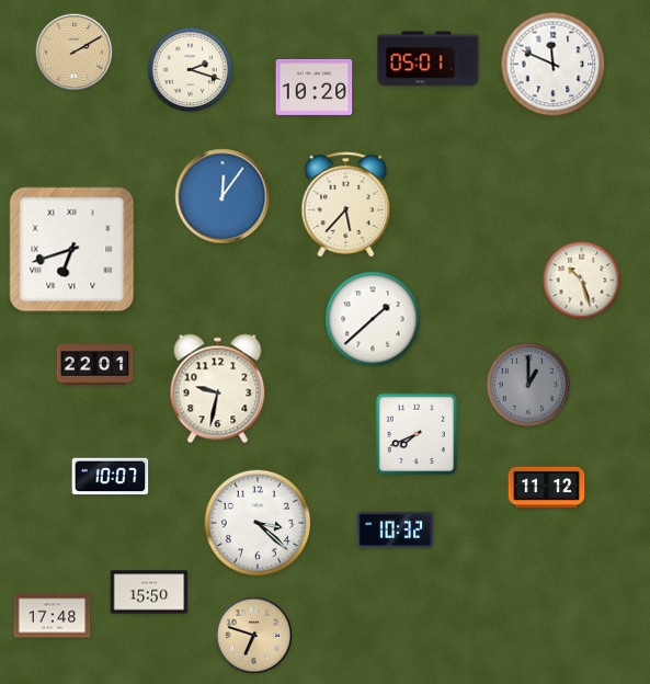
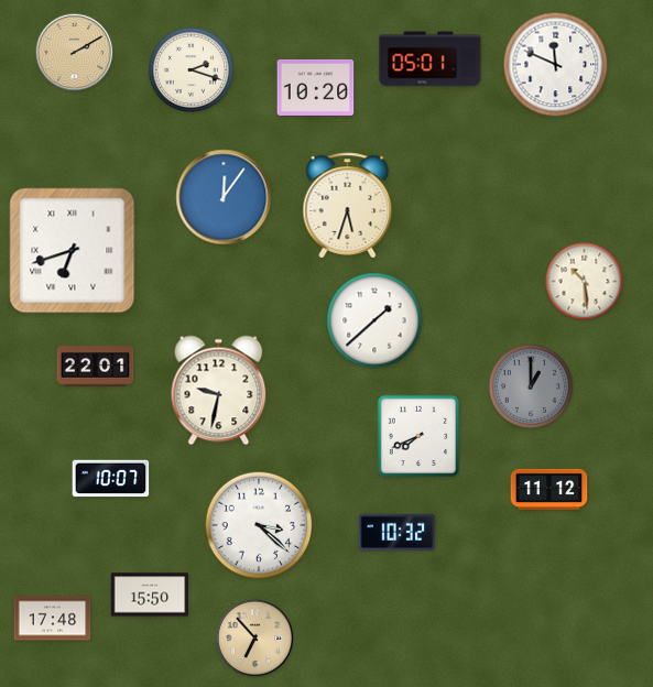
clock at (346, 205): 5:37 -> 5:33
clock at (582, 281): 10:27 -> 10:29
clock at (254, 636): 6:48 -> 6:53
